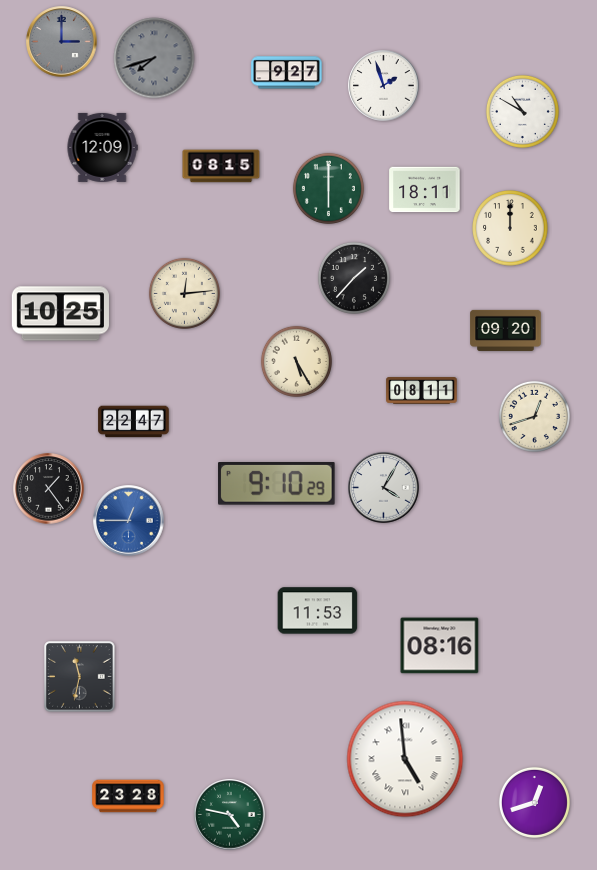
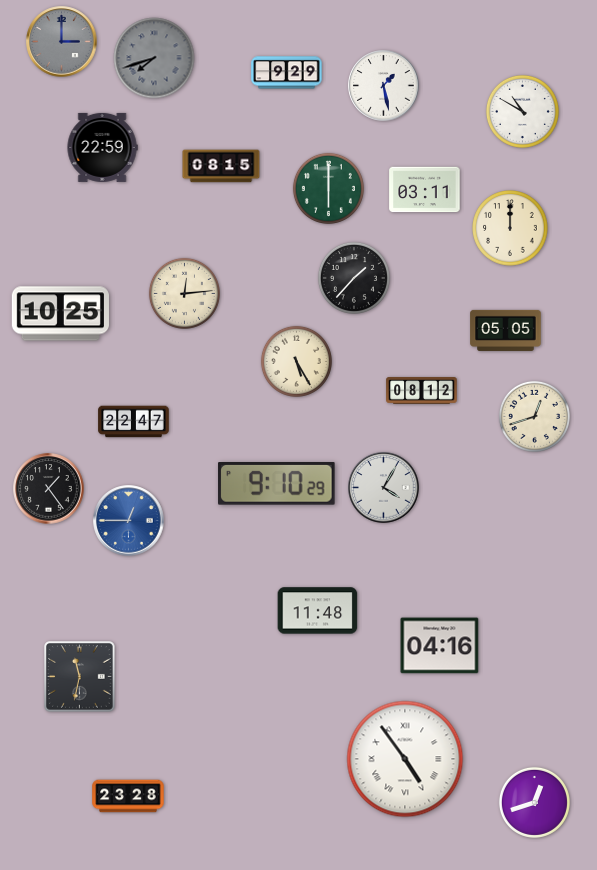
clock at (287, 73): 9:27 -> 9:29
clock at (384, 86): 1:57 -> 1:28
clock at (102, 147): 12:09 -> 22:59
clock at (425, 190): 18:11 -> 03:11
clock at (506, 330): 09:20 -> 05:05
clock at (422, 391): 08:11 -> 08:12
clock at (318, 611): 11:53 -> 11:48
clock at (440, 646): 08:16 -> 04:16
clock at (405, 759): 4:59 -> 4:54
clock at (230, 815): 4:47 -> none
